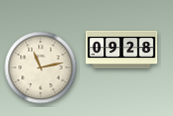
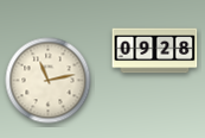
clock at (122, 50) position: (122, 50) -> (155, 51)
